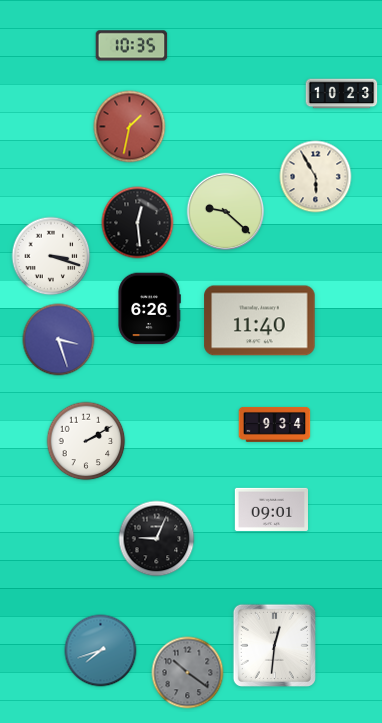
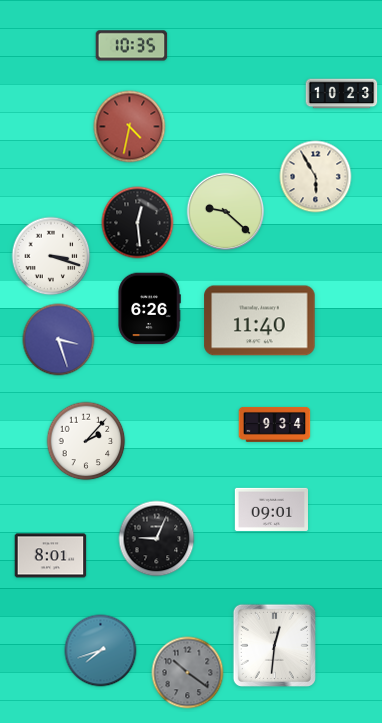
clock at (130, 127): 1:32 -> 4:32
clock at (86, 441): 2:10 -> 2:07
clock at (51, 556): none -> 8:01
